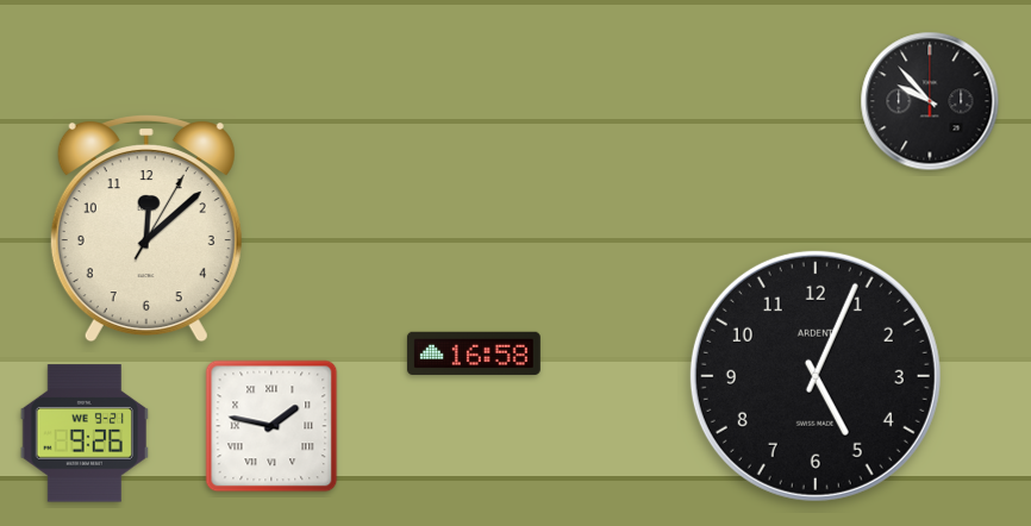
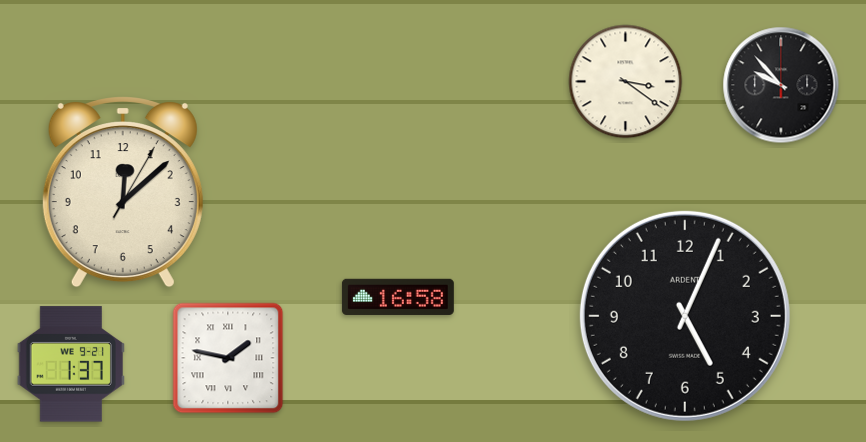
clock at (626, 82): none -> 3:21
clock at (85, 433): 9:26 -> 1:37
